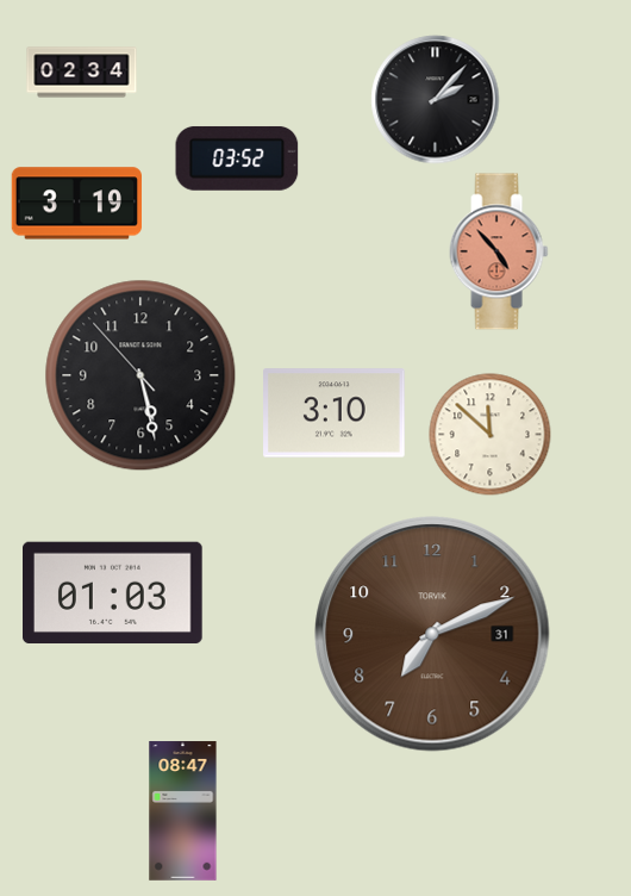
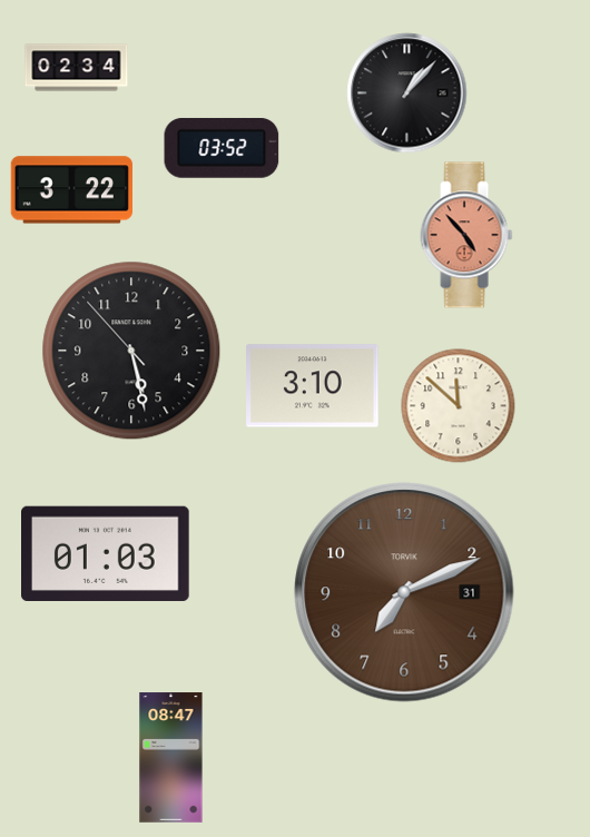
clock at (436, 100): 2:07 -> 1:07
clock at (76, 204): 3:19 -> 3:22
